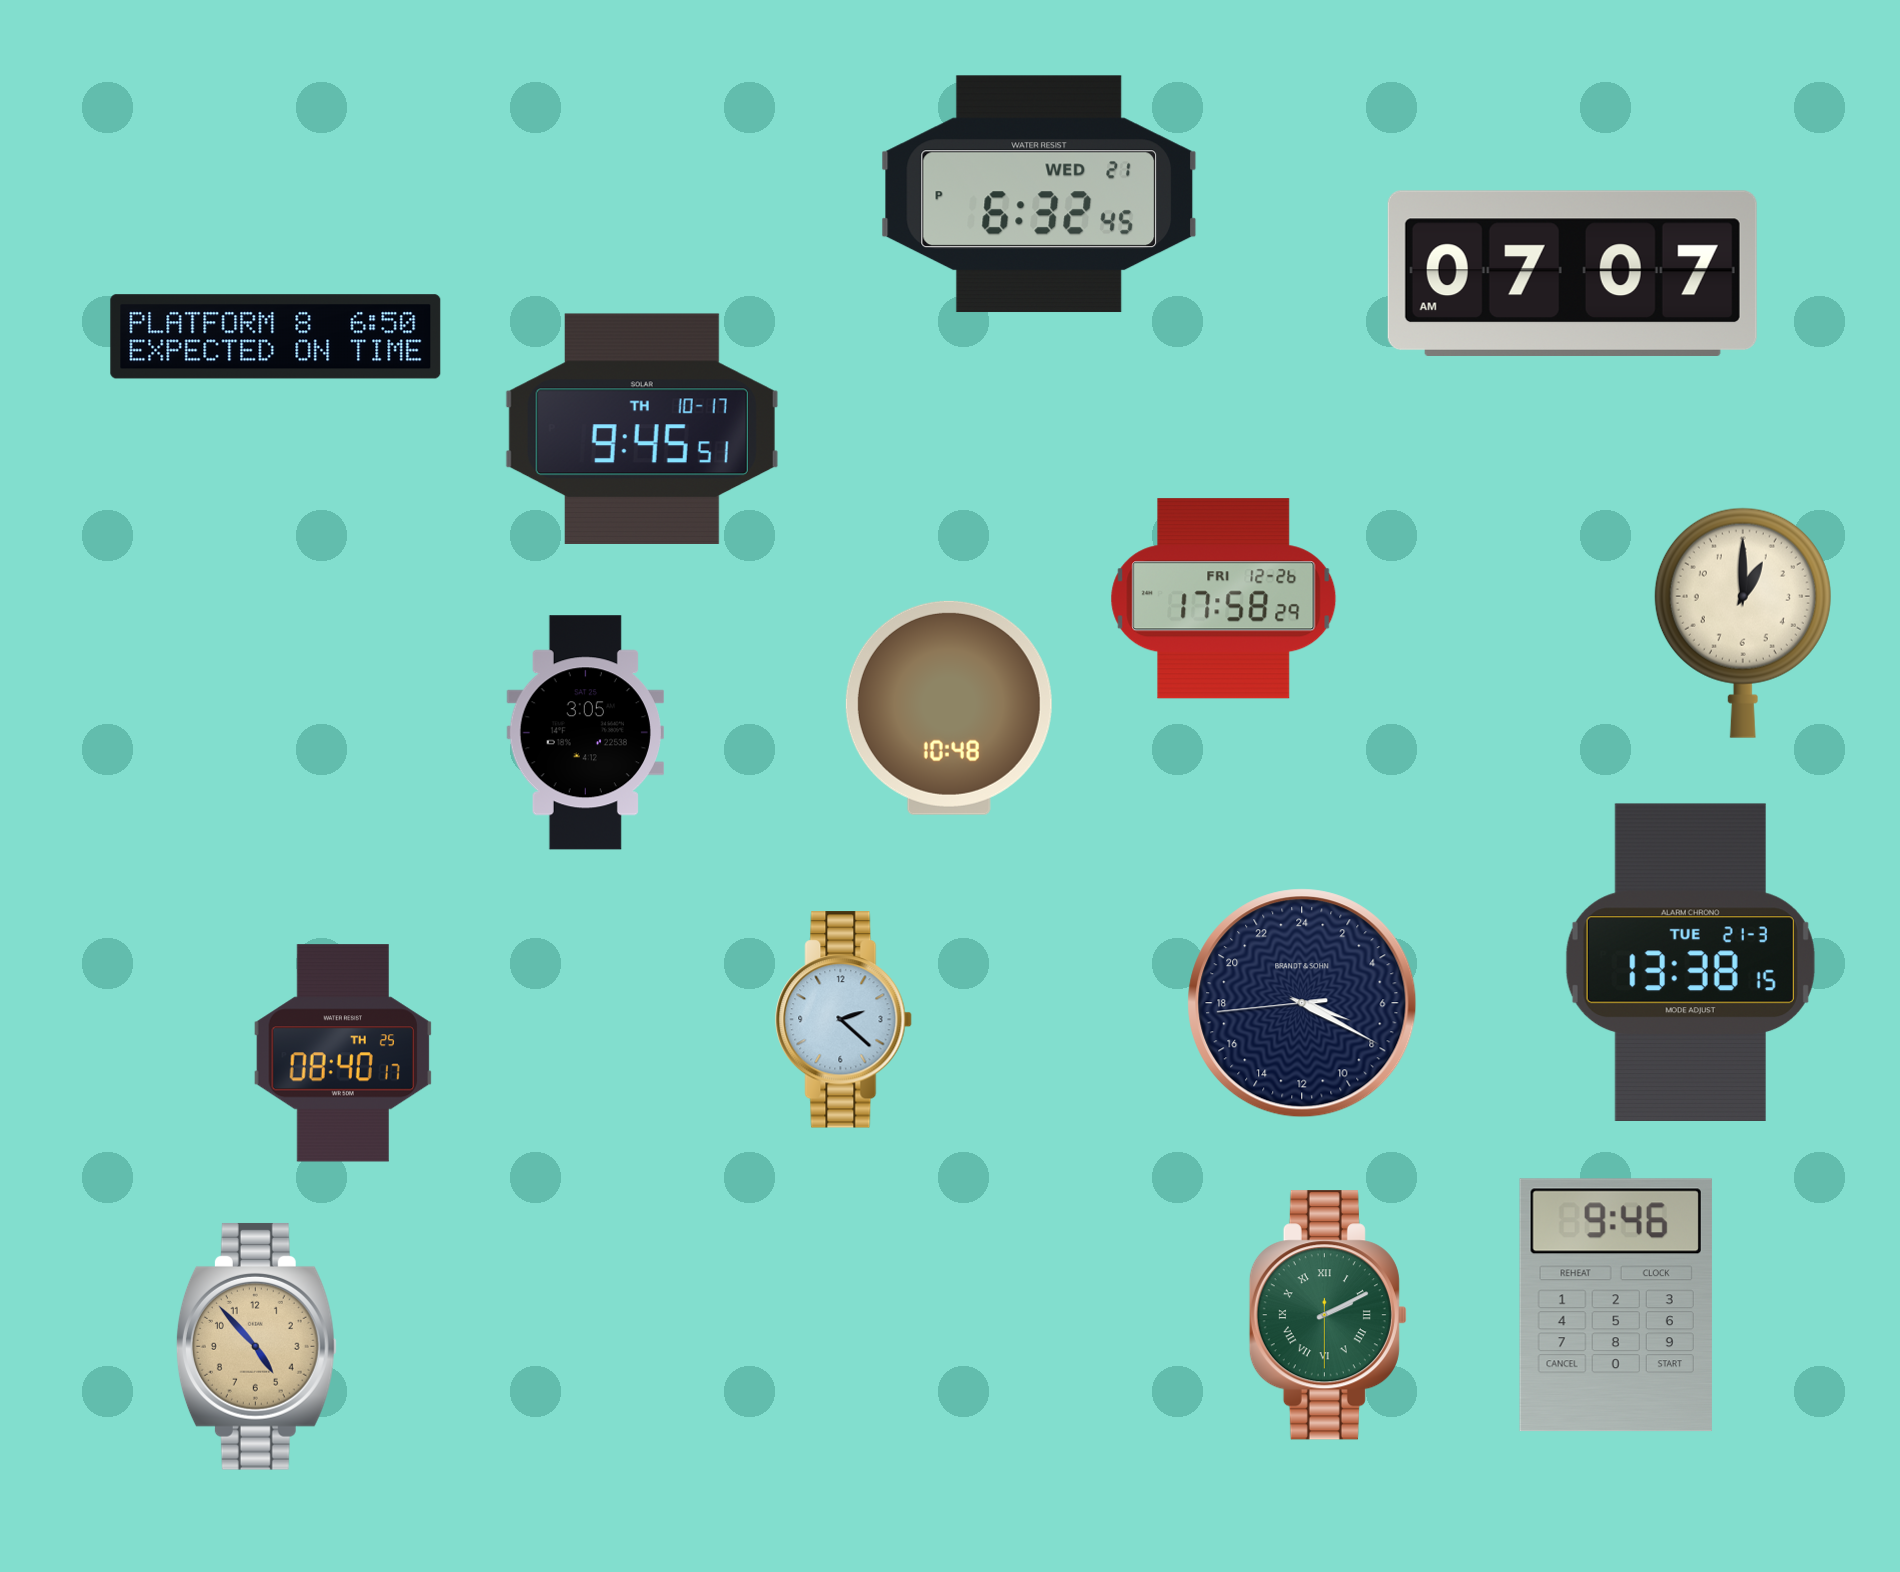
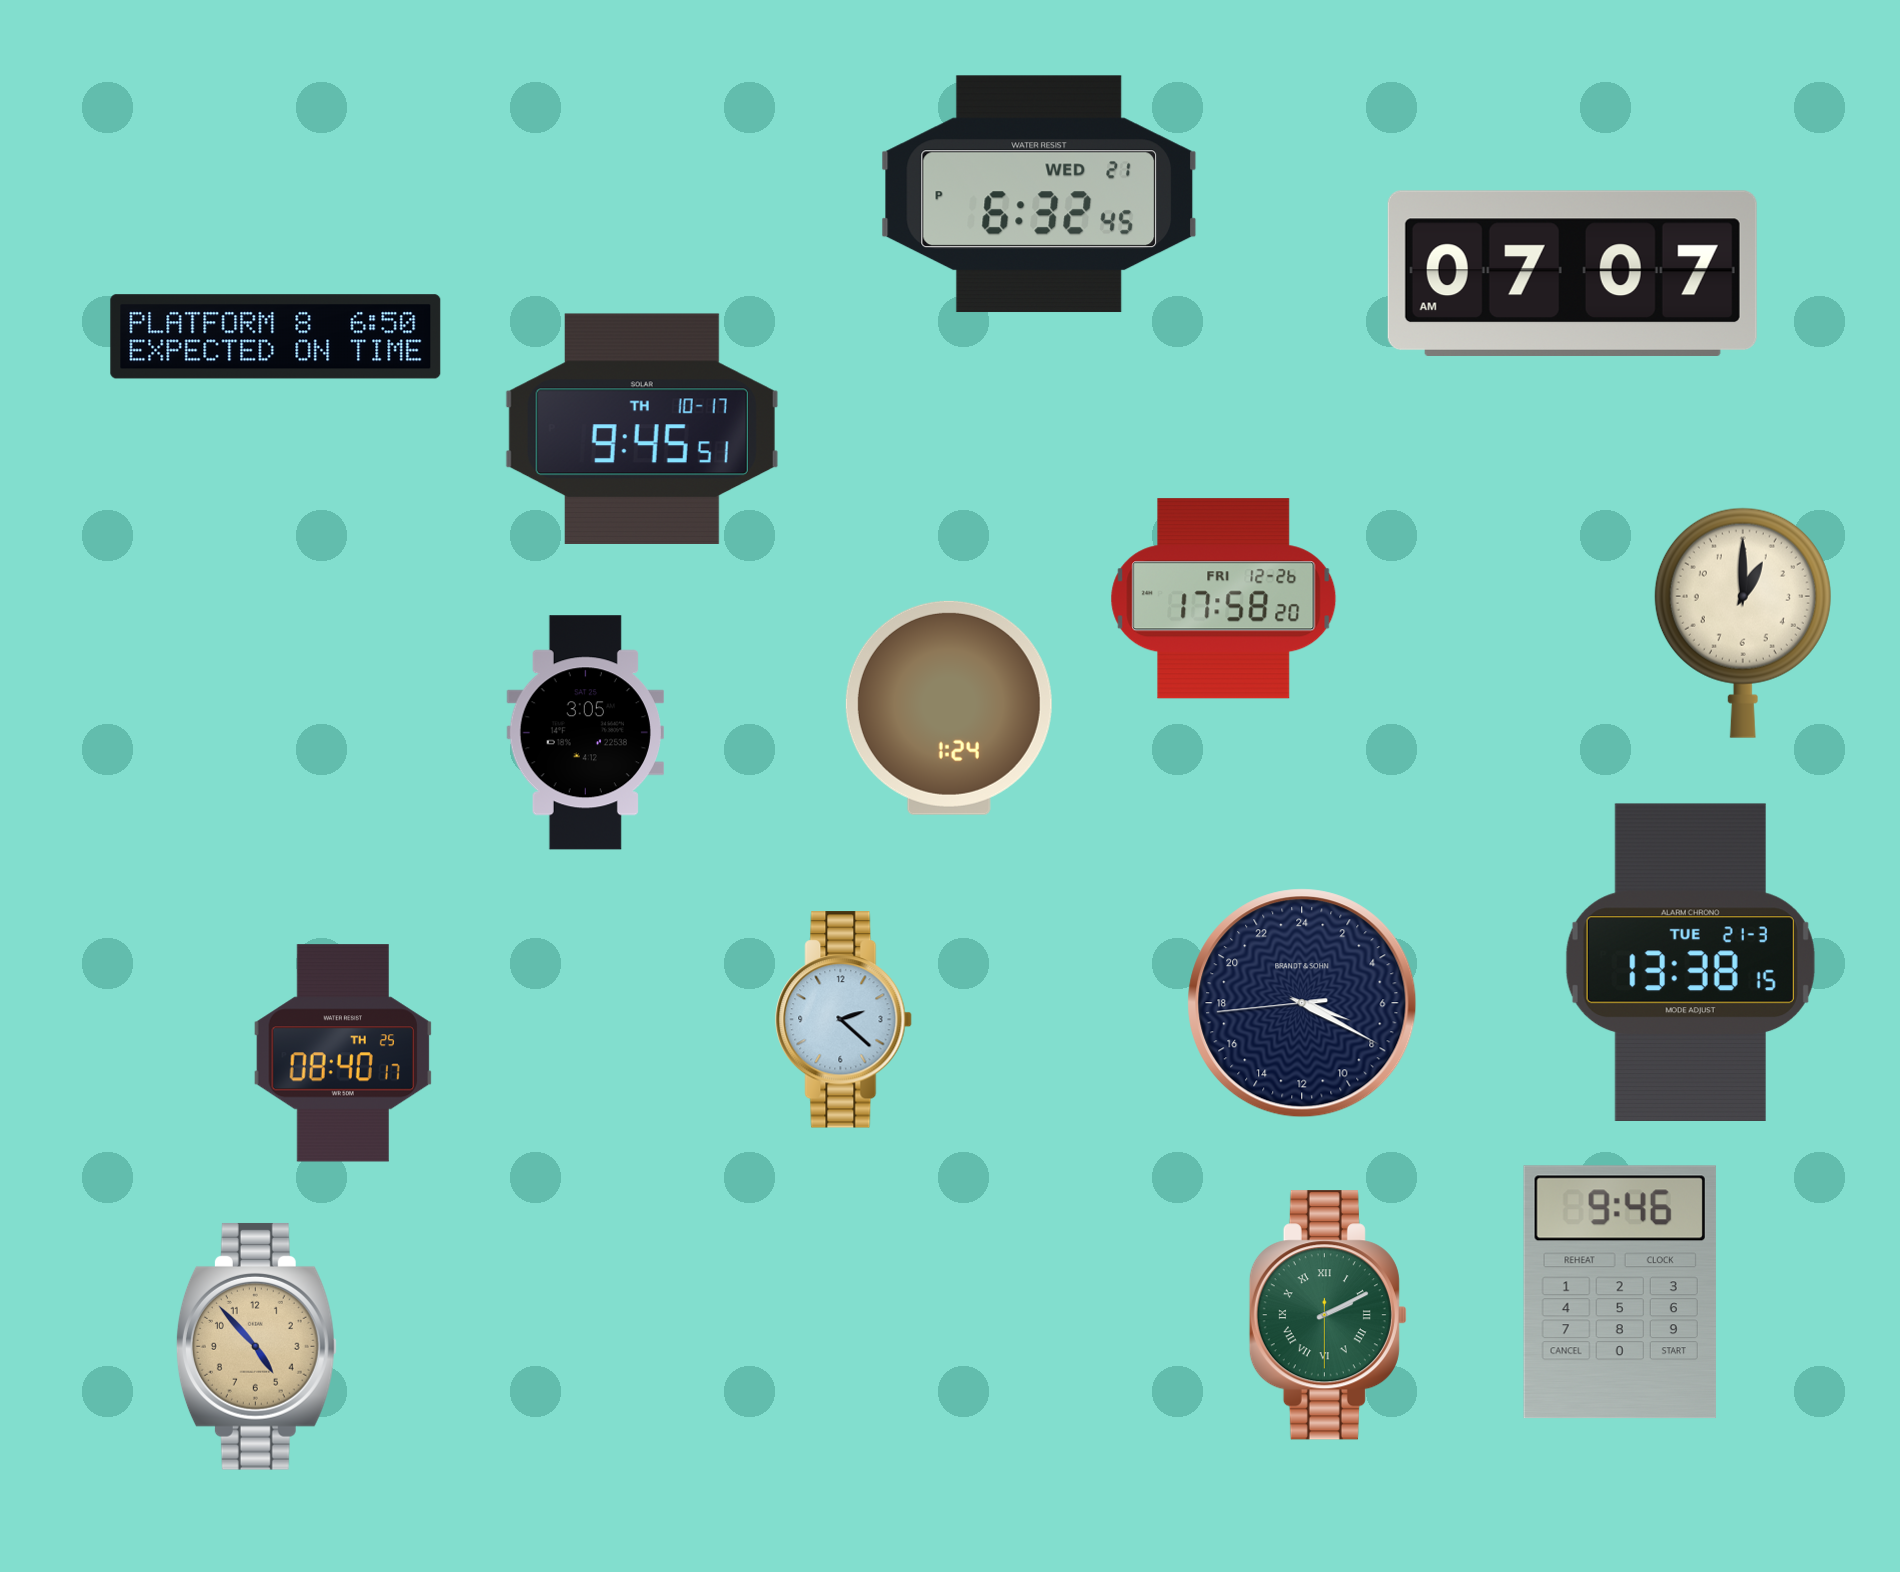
clock at (1224, 599): 17:58:29 -> 17:58:20
clock at (949, 708): 10:48 -> 1:24
clock at (1616, 1305) position: (1616, 1305) -> (1620, 1292)
